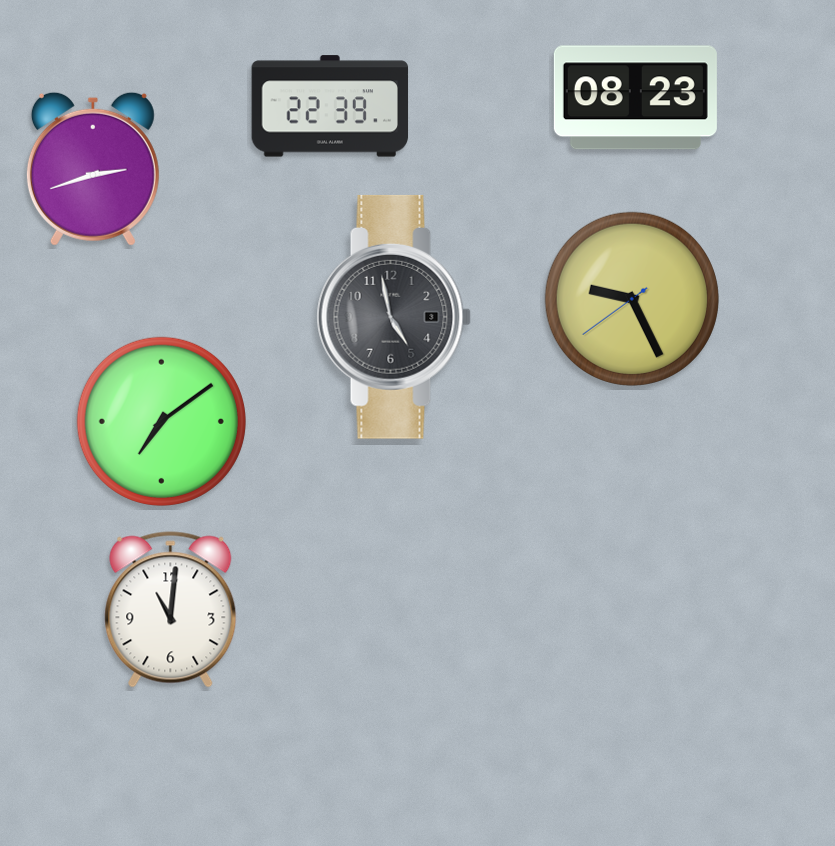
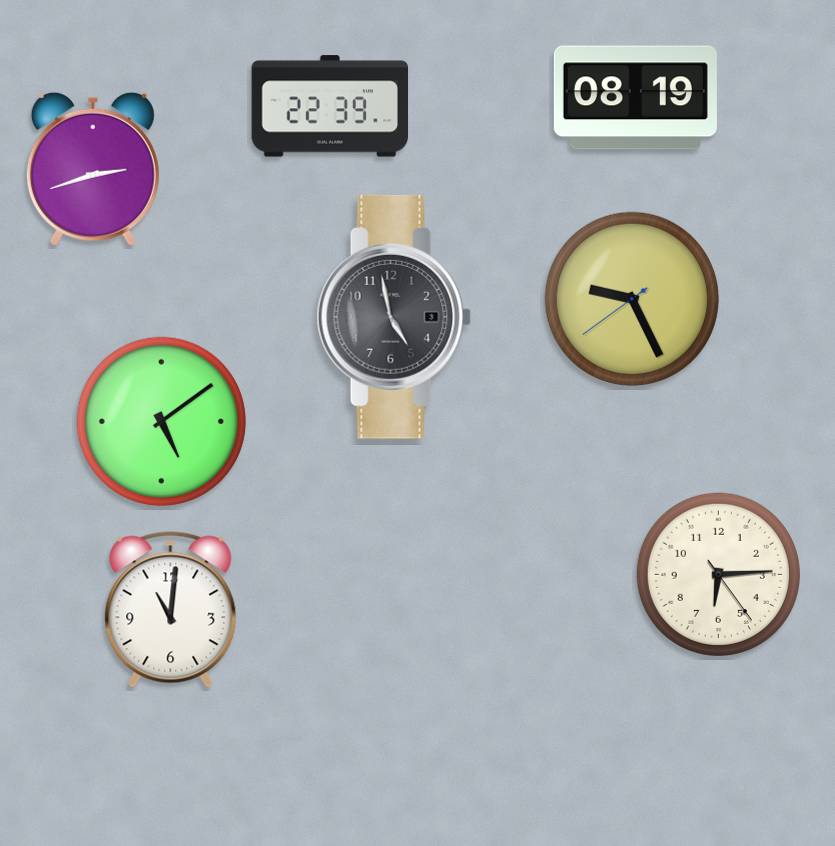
clock at (635, 98): 08:23 -> 08:19
clock at (161, 421): 7:09 -> 5:09
clock at (718, 574): none -> 6:14
